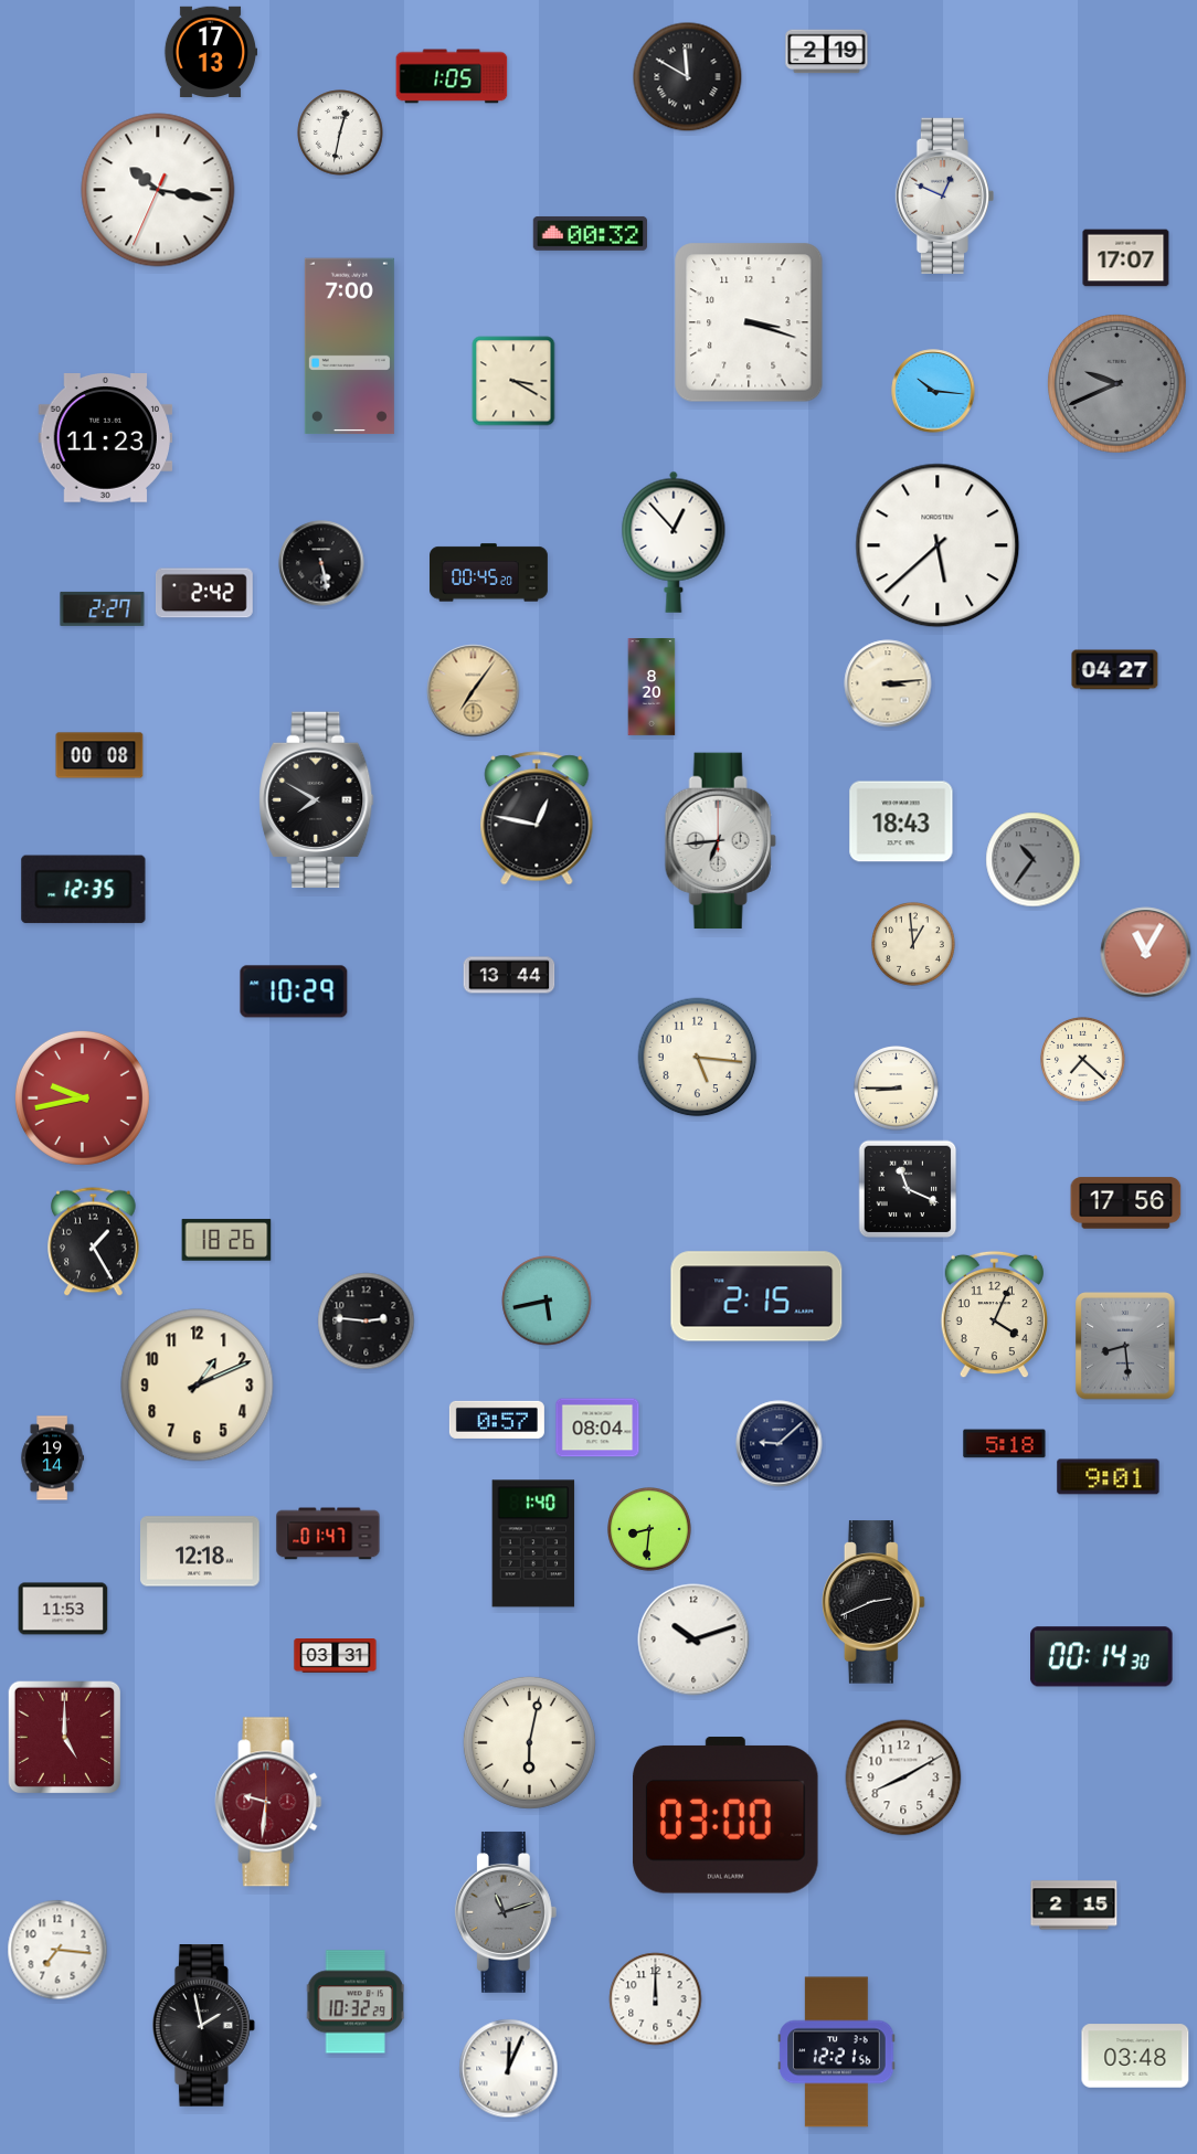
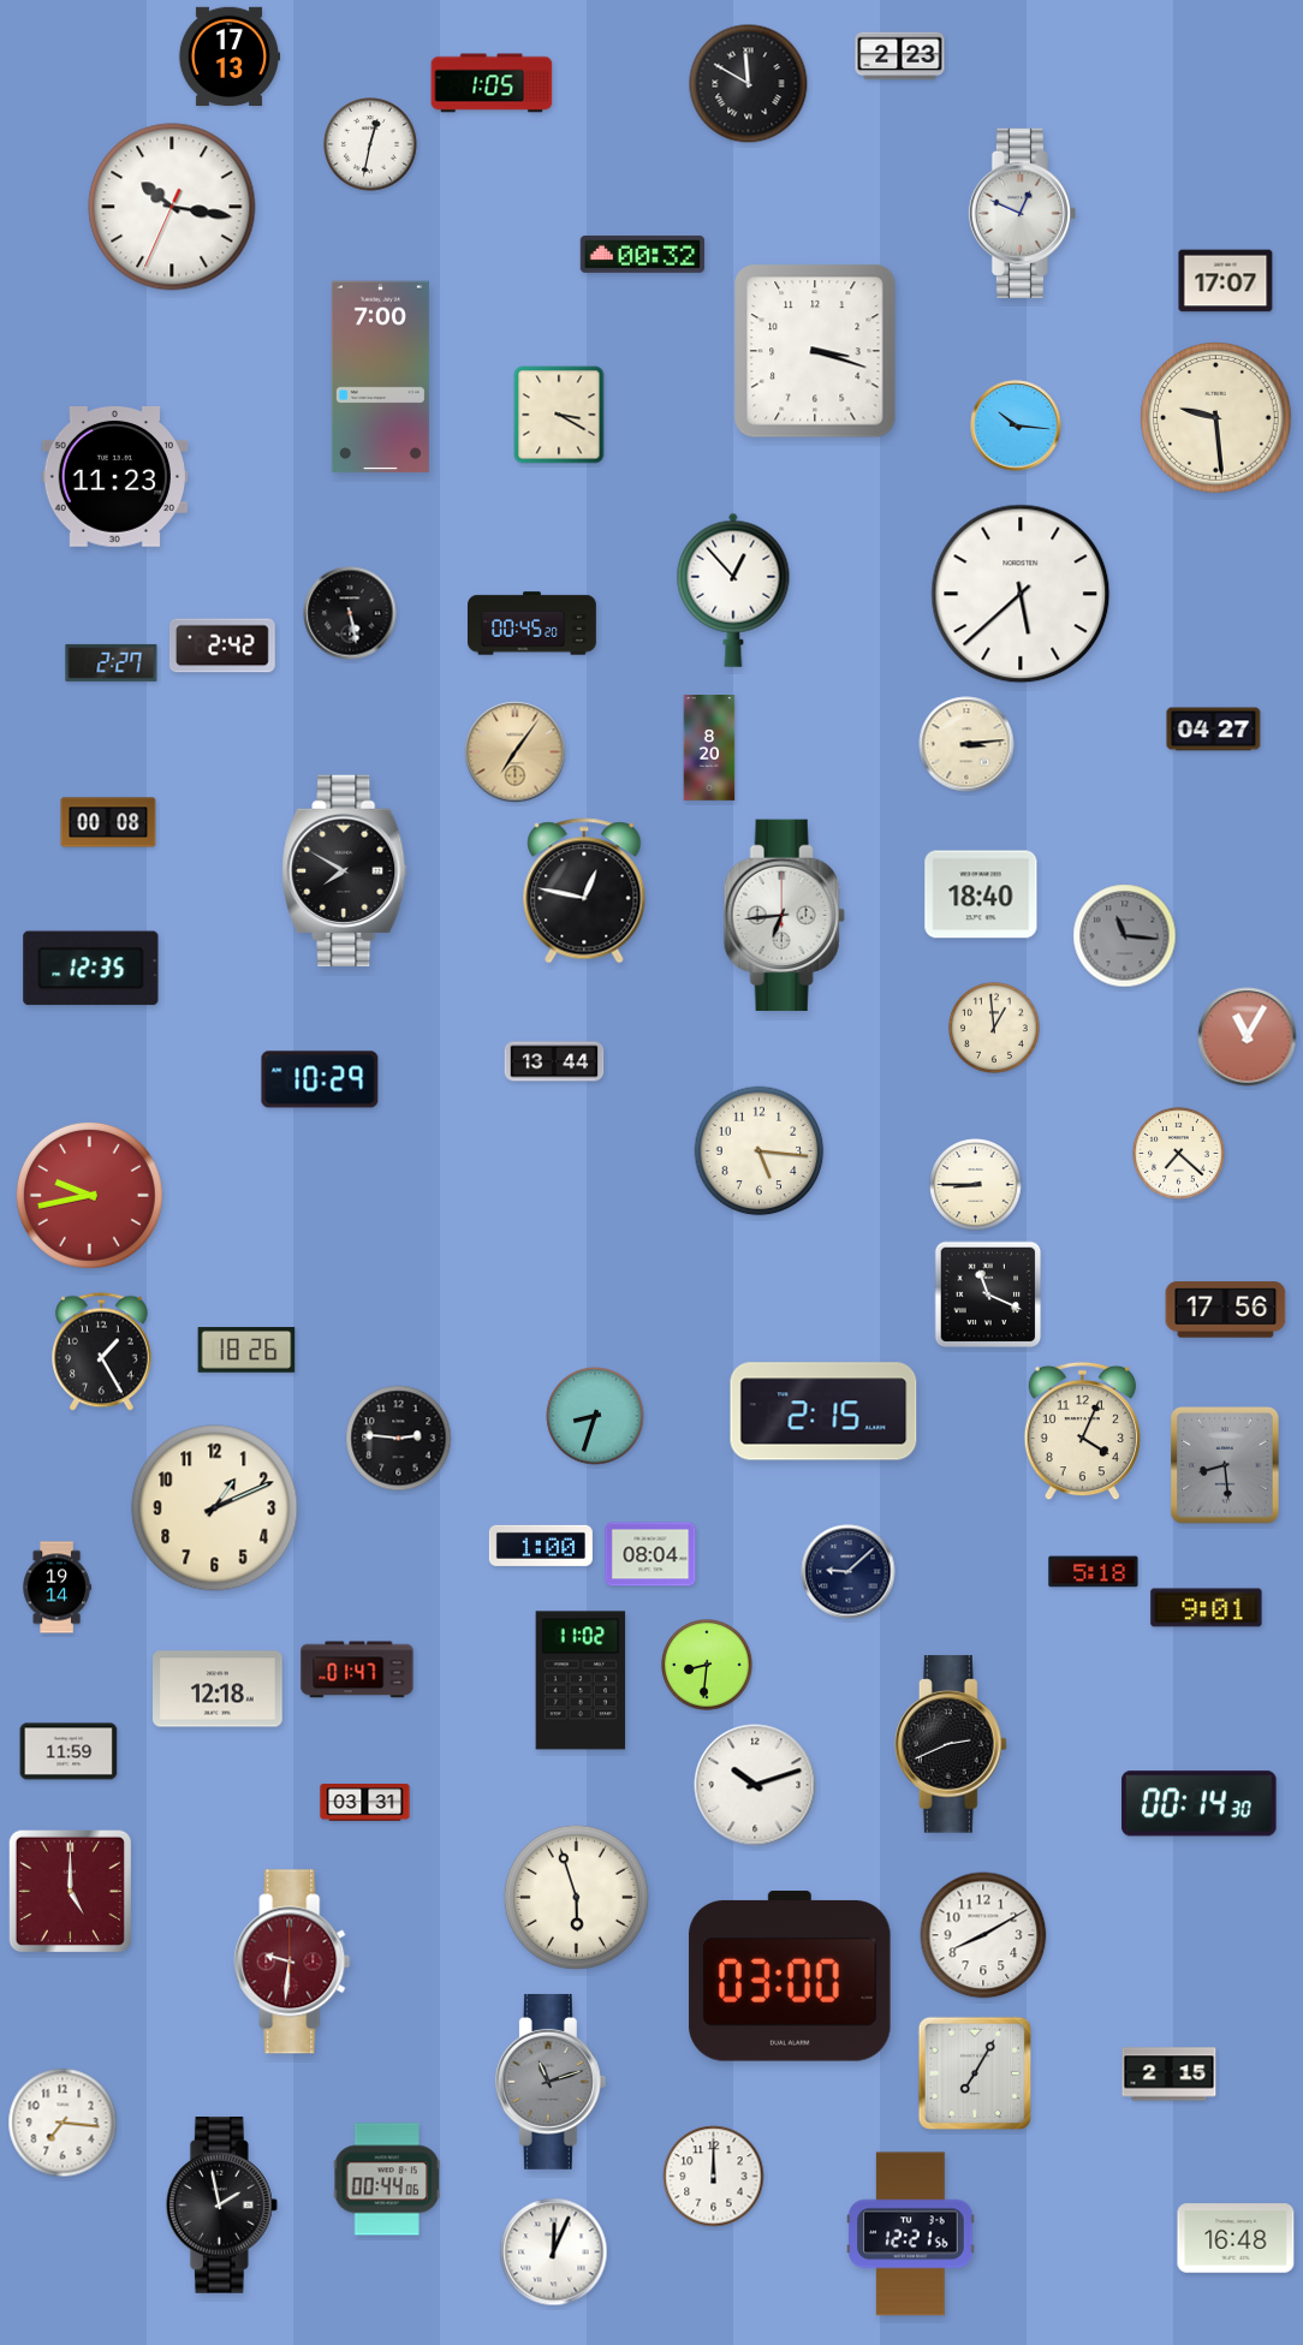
clock at (827, 52): 2:19 -> 2:23
clock at (944, 195) position: (944, 195) -> (1022, 213)
clock at (1117, 384): 9:41 -> 9:29
clock at (1117, 384) dial: grey -> cream
clock at (901, 821): 18:43 -> 18:40
clock at (1034, 860): 10:36 -> 11:16
clock at (547, 1301): 5:43 -> 8:33
clock at (497, 1420): 0:57 -> 1:00
clock at (533, 1543): 1:40 -> 11:02
clock at (63, 1609): 11:53 -> 11:59
clock at (529, 1742): 6:02 -> 5:57
clock at (974, 2072): none -> 7:05
clock at (354, 2002): 10:32 -> 00:44
clock at (1135, 2056): 03:48 -> 16:48
